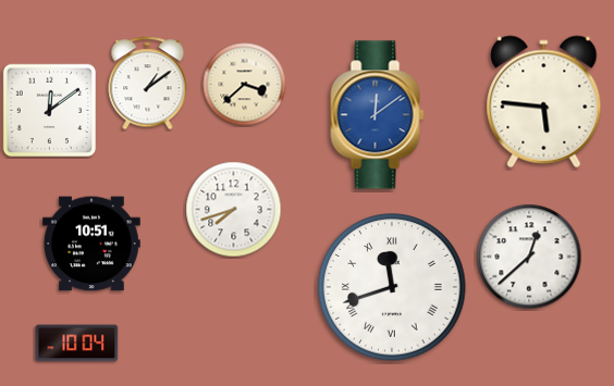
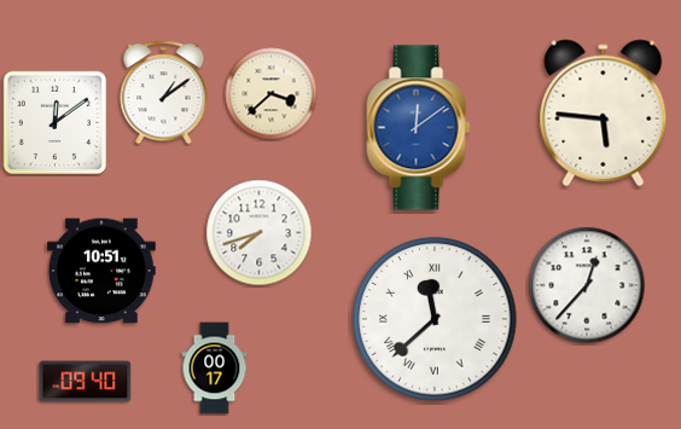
clock at (529, 257): 12:38 -> 12:37
clock at (392, 287): 11:42 -> 11:38
clock at (215, 369): none -> 00:17
clock at (77, 344): 10:04 -> 09:40
